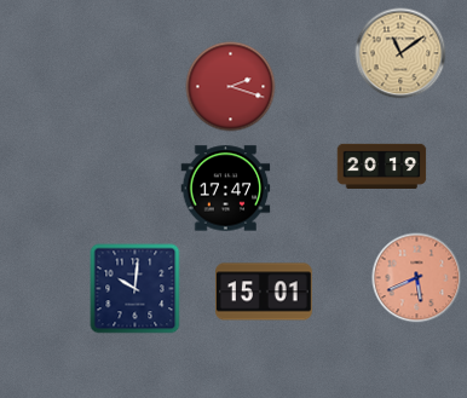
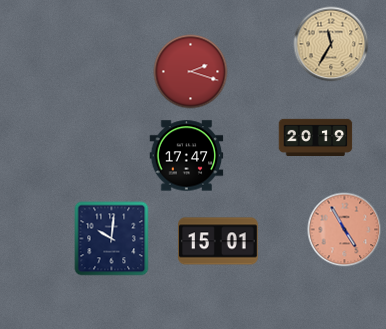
clock at (400, 53): 11:09 -> 11:35
clock at (417, 278): 5:41 -> 4:55
